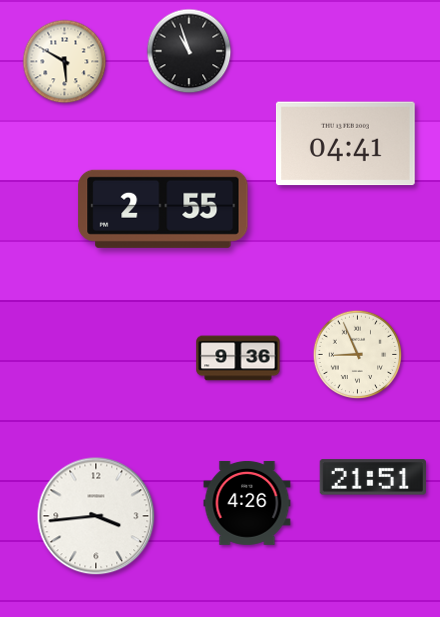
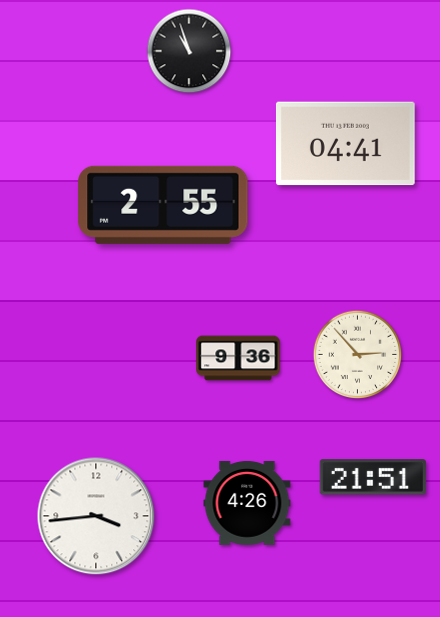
clock at (65, 62): 5:50 -> none
clock at (163, 209) position: (163, 209) -> (163, 205)
clock at (358, 355): 8:56 -> 2:53
